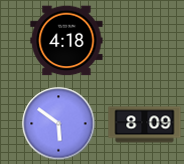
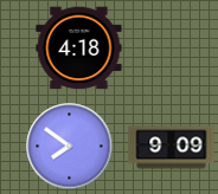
clock at (59, 124): 5:51 -> 7:51
clock at (145, 125): 8:09 -> 9:09
